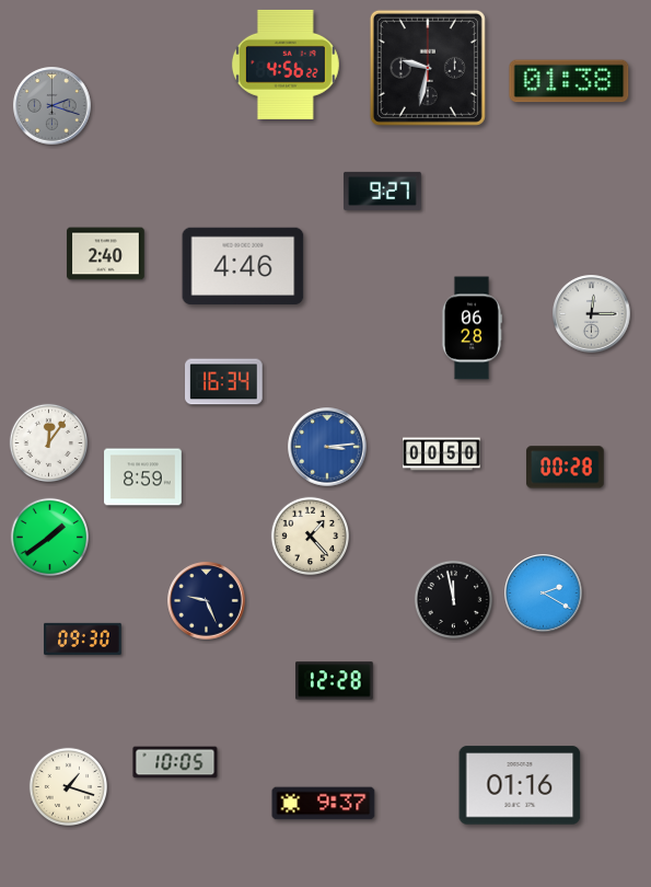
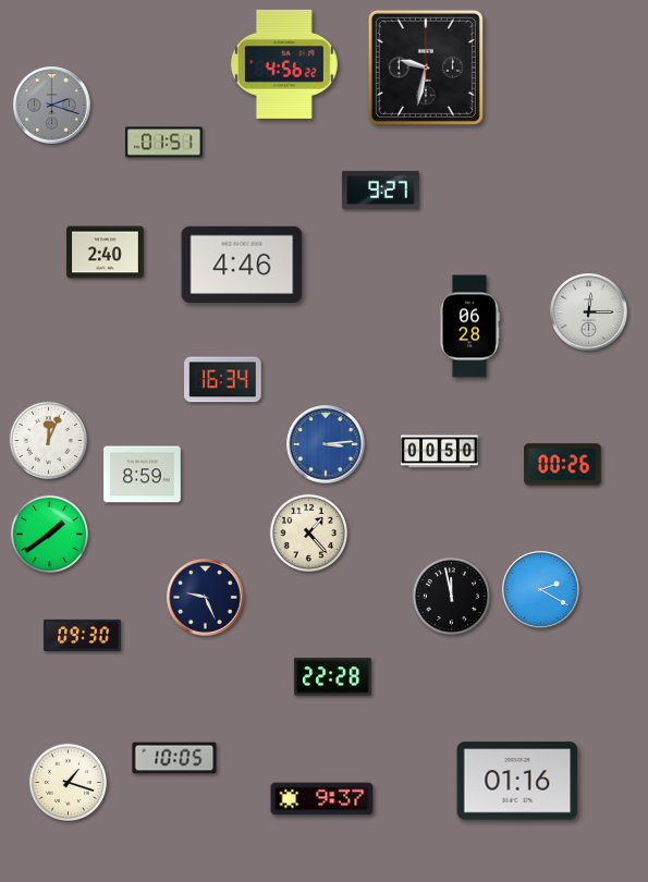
clock at (569, 81): 01:38 -> none
clock at (164, 143): none -> 01:51
clock at (48, 442): 12:06 -> 12:04
clock at (566, 468): 00:28 -> 00:26
clock at (335, 681): 12:28 -> 22:28
